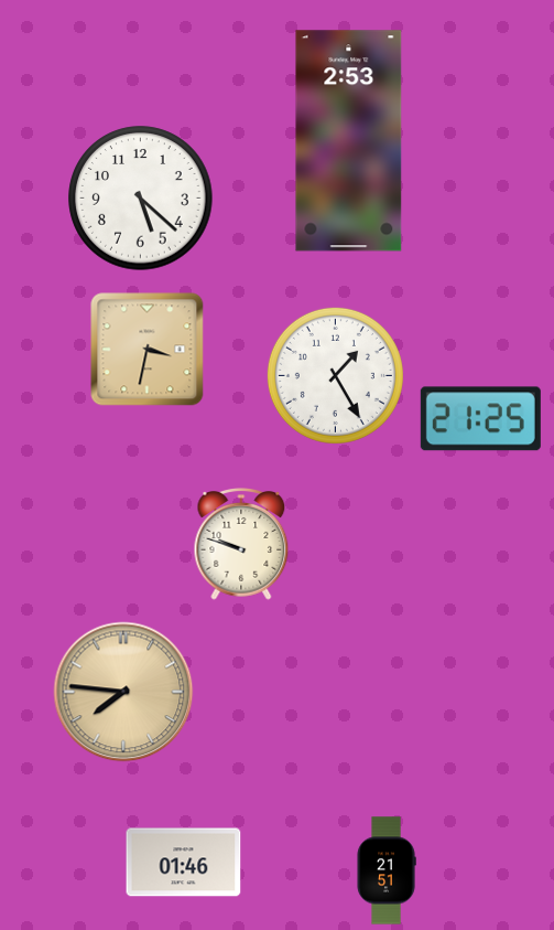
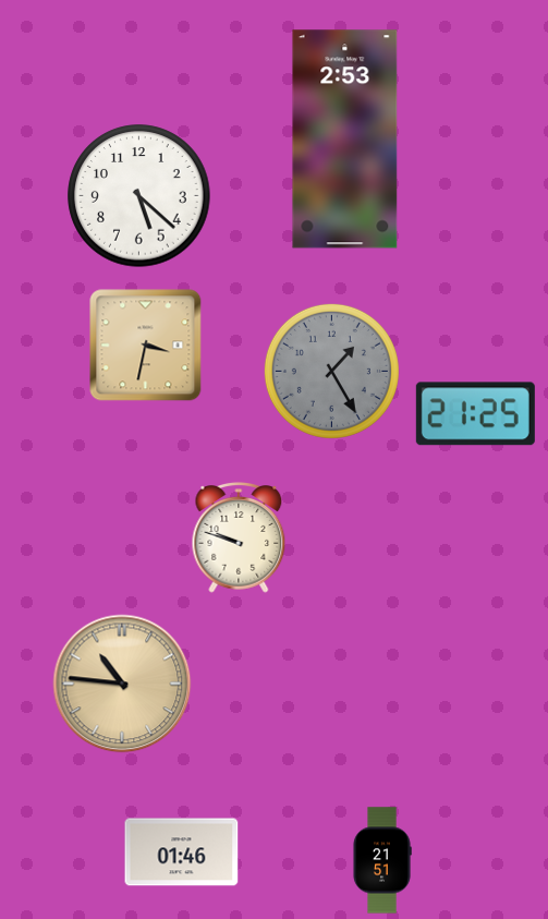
clock at (335, 375) dial: white -> grey
clock at (123, 692): 7:46 -> 10:46
